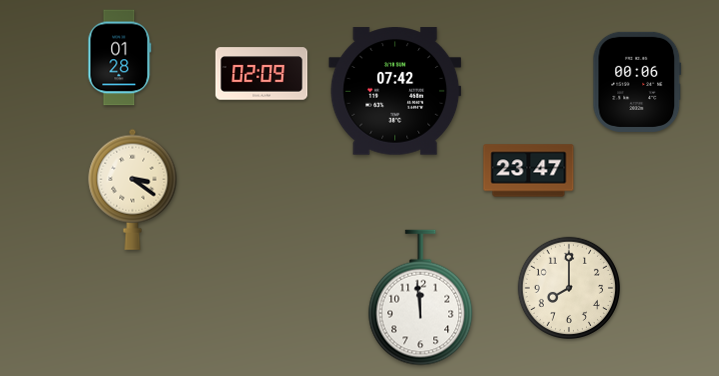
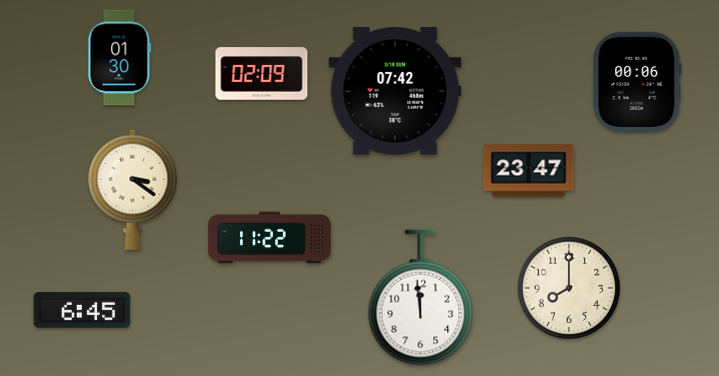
clock at (120, 58): 01:28 -> 01:30
clock at (270, 238): none -> 11:22
clock at (82, 310): none -> 6:45
